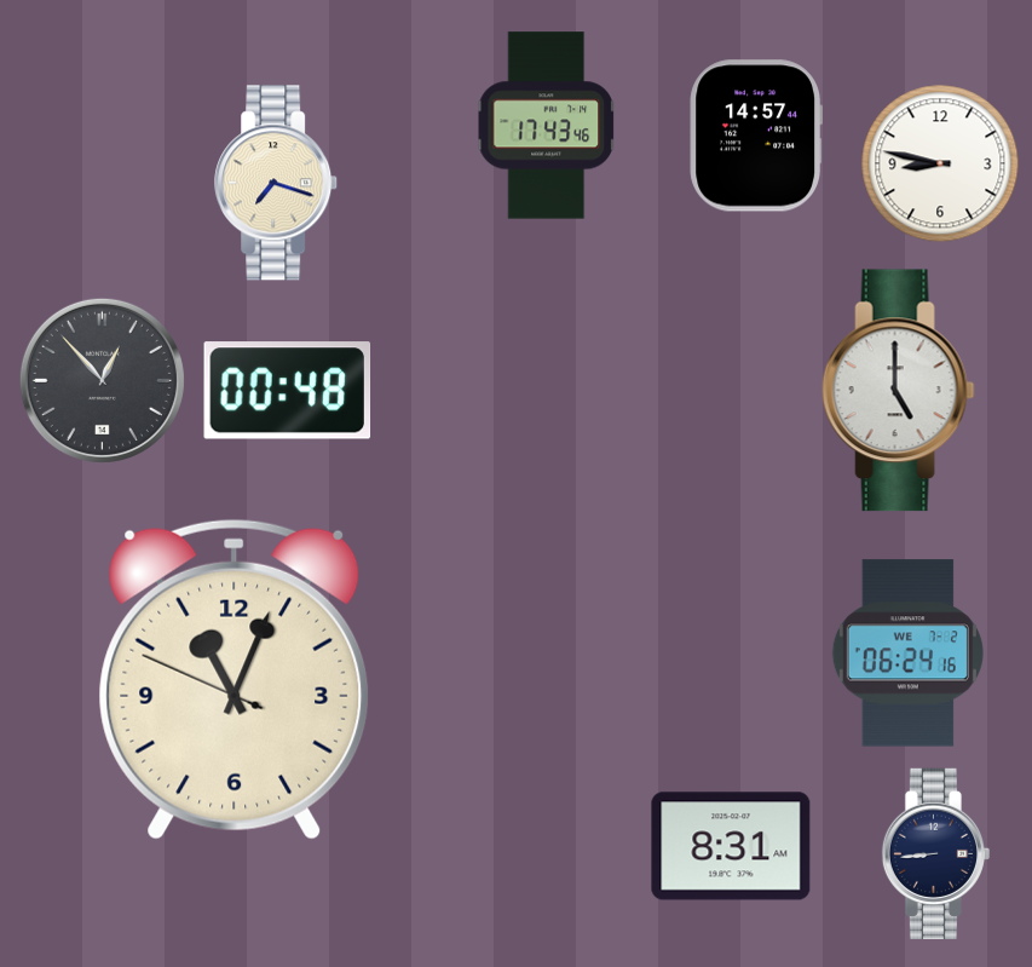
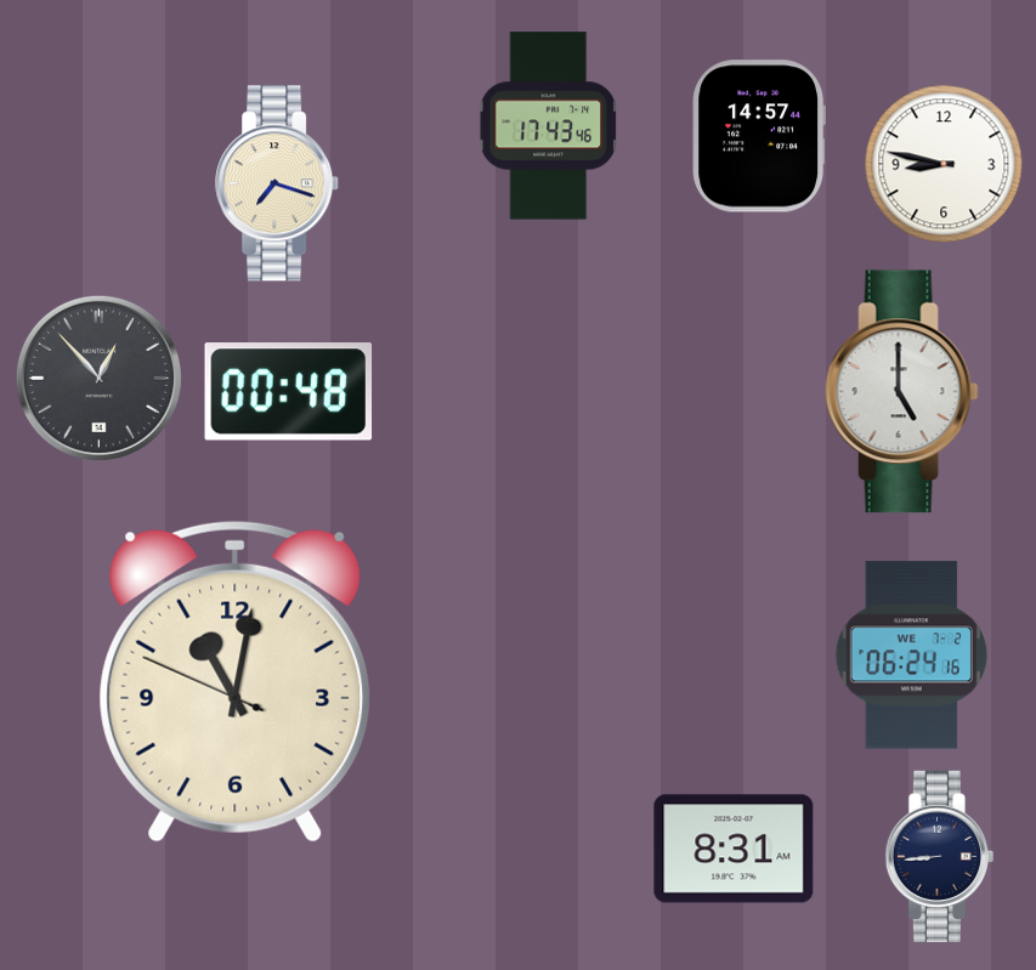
clock at (102, 380) position: (102, 380) -> (98, 378)
clock at (235, 679): 11:03 -> 11:01
